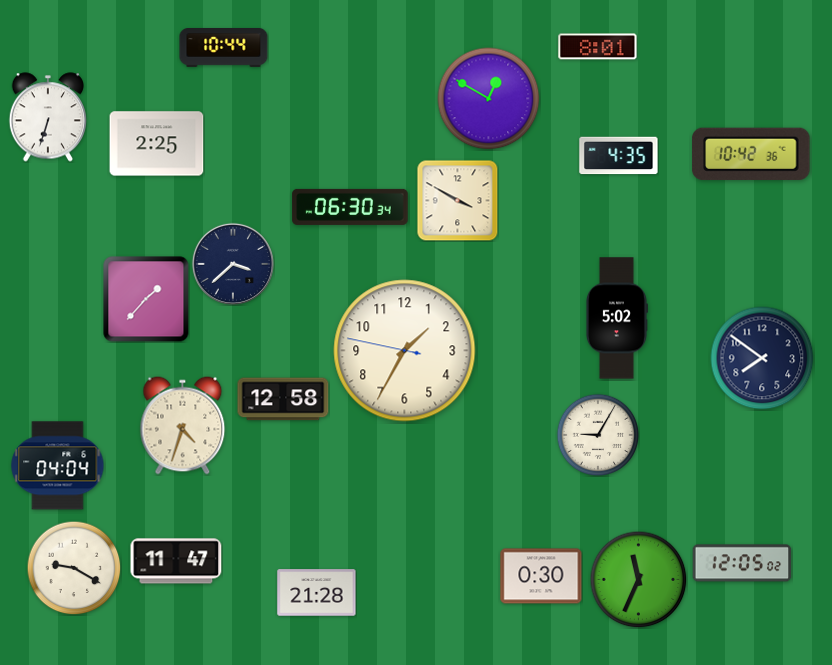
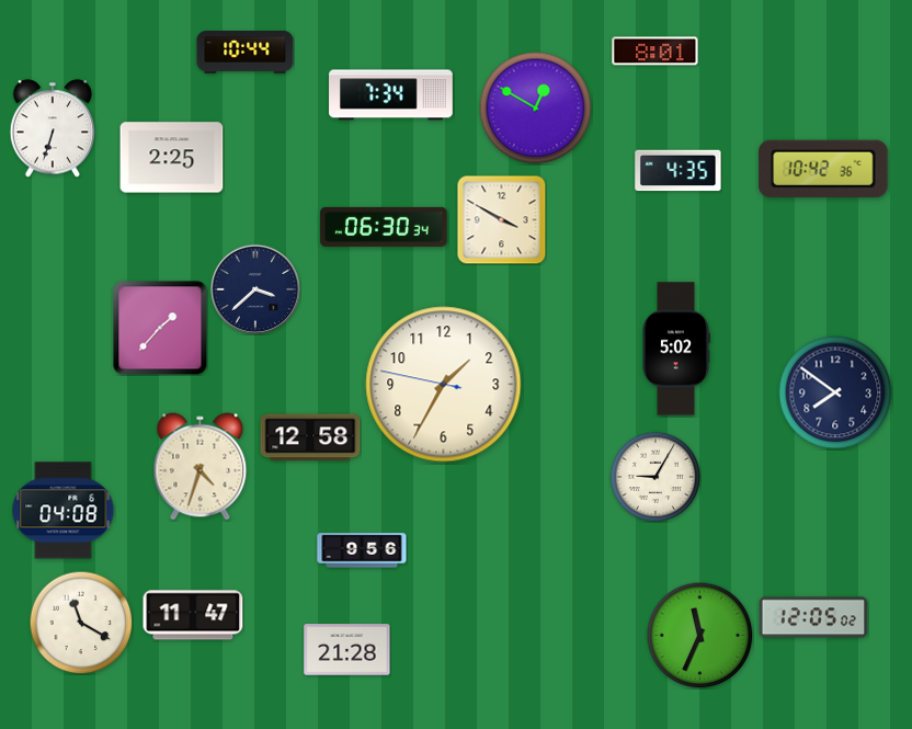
clock at (391, 95): none -> 7:34
clock at (58, 466): 04:04 -> 04:08
clock at (362, 550): none -> 9:56
clock at (74, 568): 9:20 -> 11:20
clock at (541, 576): 0:30 -> none
